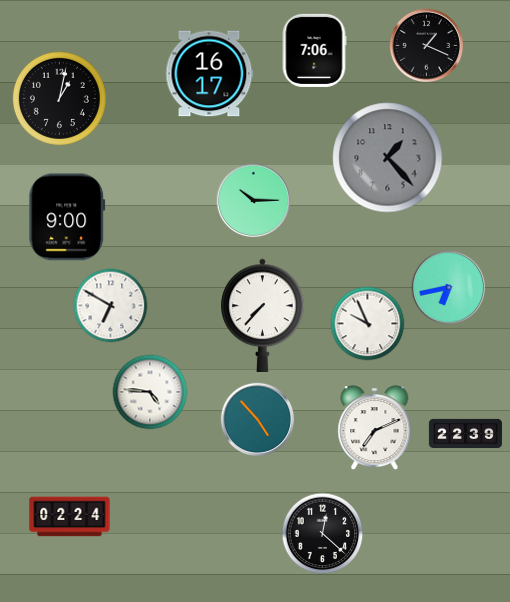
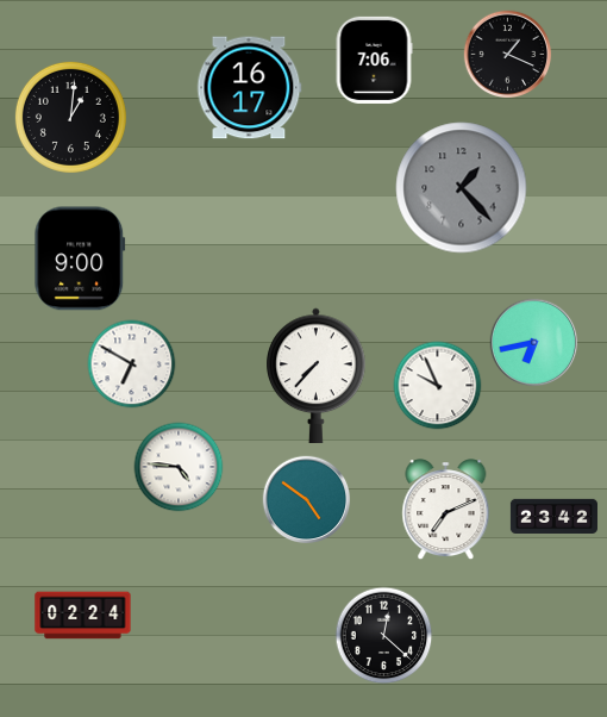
clock at (59, 98): 1:02 -> 1:01
clock at (254, 201): 10:15 -> none
clock at (263, 315) position: (263, 315) -> (317, 375)
clock at (258, 420): 4:53 -> 4:51
clock at (465, 434): 22:39 -> 23:42
